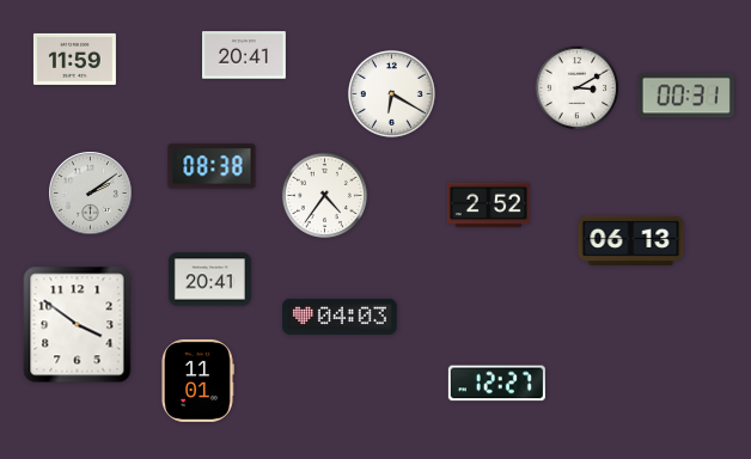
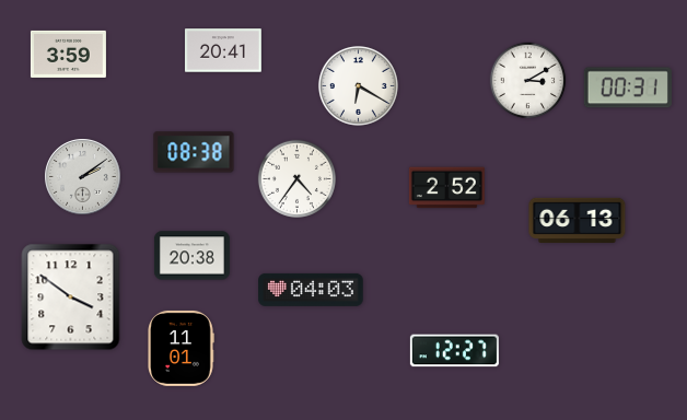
clock at (74, 59): 11:59 -> 3:59
clock at (209, 280): 20:41 -> 20:38
